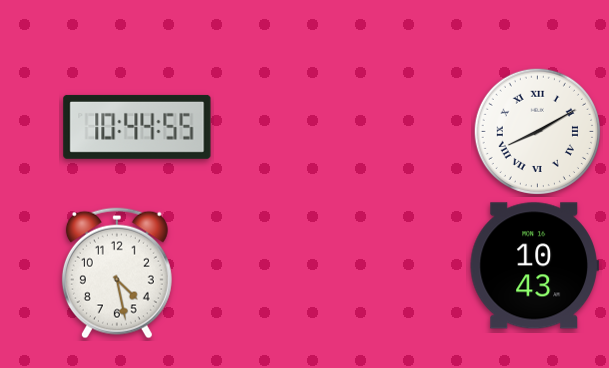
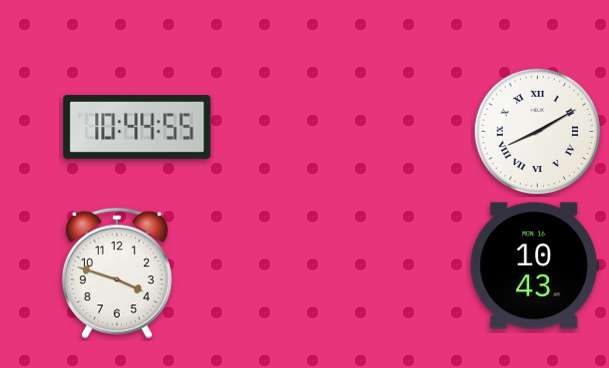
clock at (117, 273): 4:28 -> 3:48
